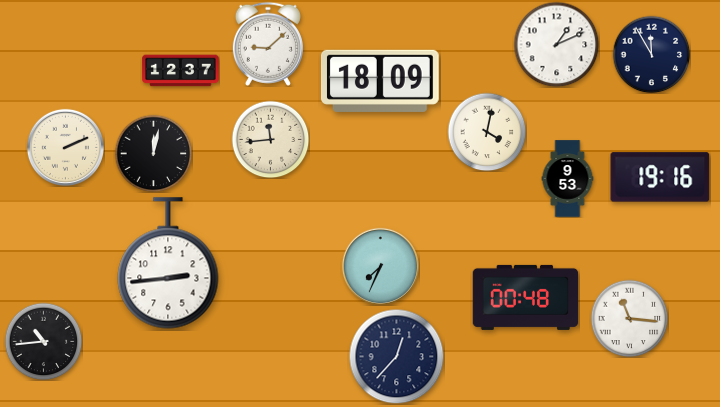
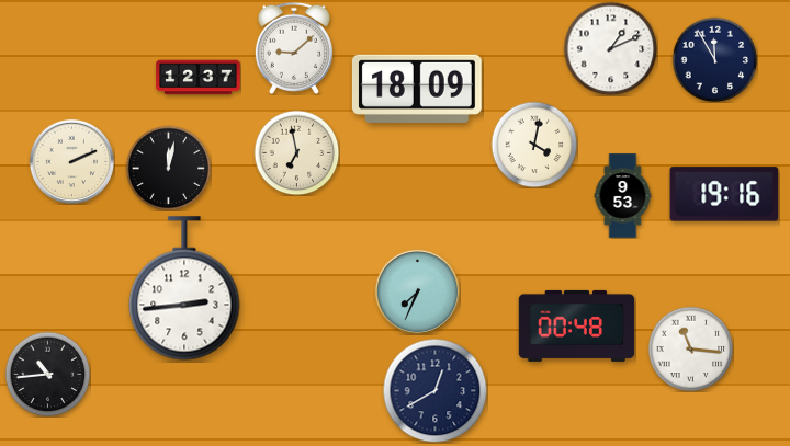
clock at (270, 139): 11:44 -> 6:58
clock at (396, 356): 12:37 -> 12:40
